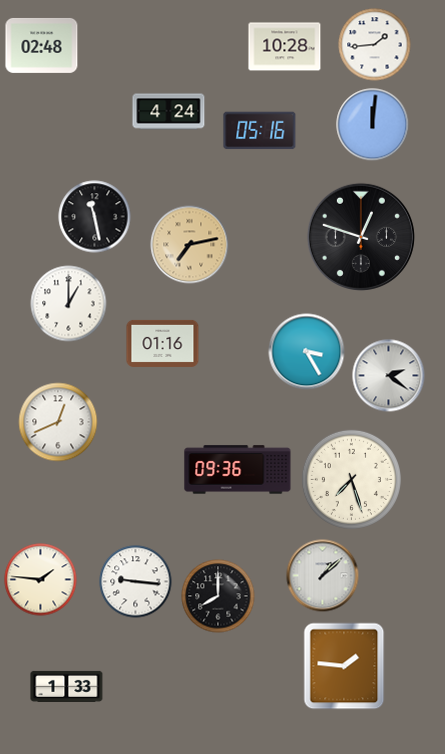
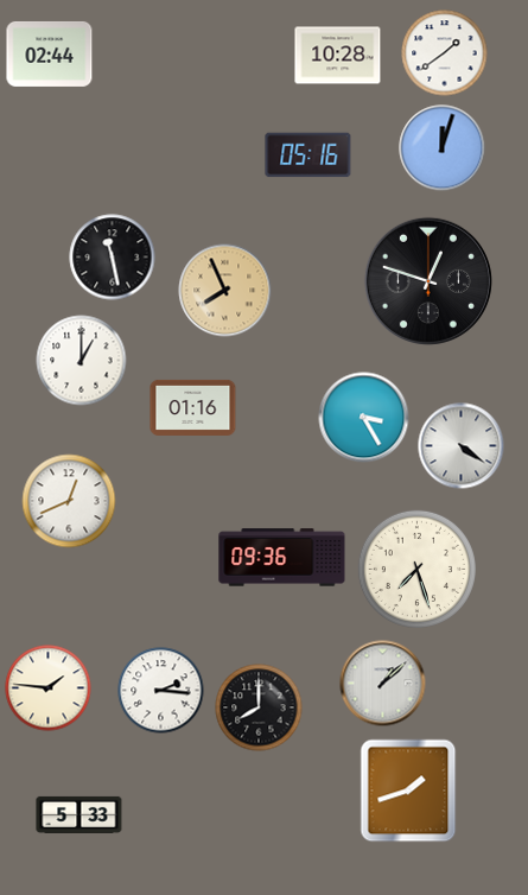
clock at (42, 45): 02:48 -> 02:44
clock at (375, 45): 1:44 -> 1:39
clock at (169, 112): 4:24 -> none
clock at (373, 125): 12:01 -> 12:03
clock at (190, 245): 7:13 -> 7:56
clock at (389, 376): 2:21 -> 4:21
clock at (136, 582): 9:16 -> 2:16
clock at (344, 666): 1:46 -> 1:42
clock at (67, 686): 1:33 -> 5:33
